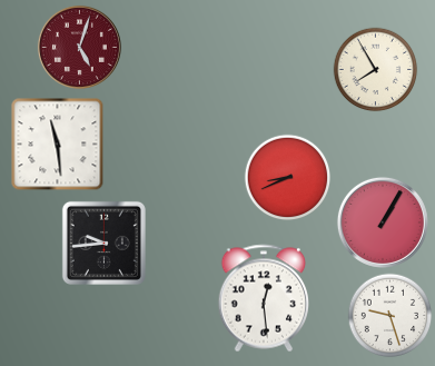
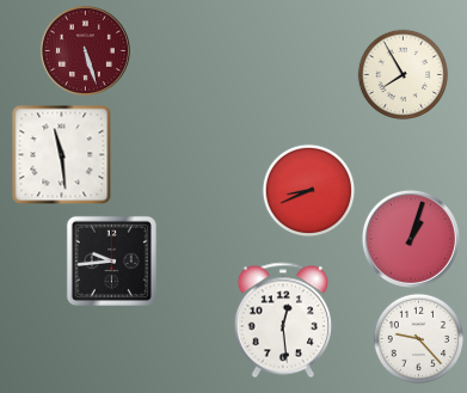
clock at (79, 47): 5:03 -> 5:27
clock at (383, 222): 1:05 -> 1:03
clock at (390, 316): 9:27 -> 9:23
